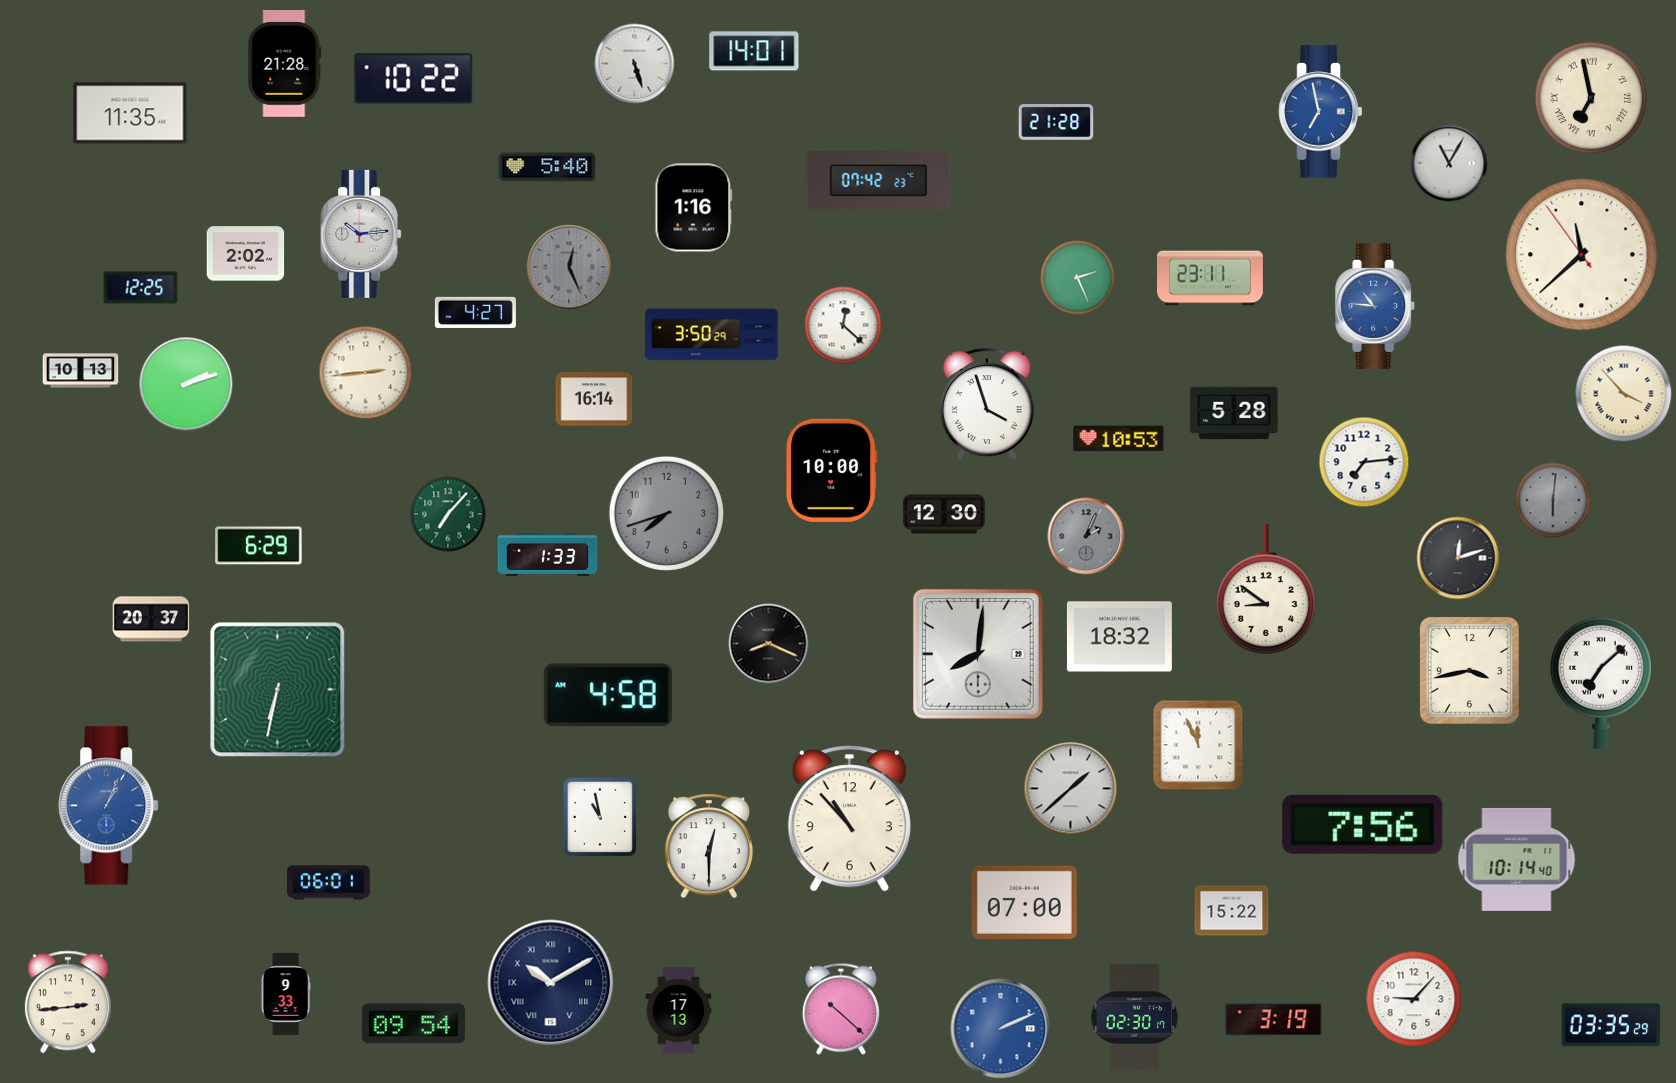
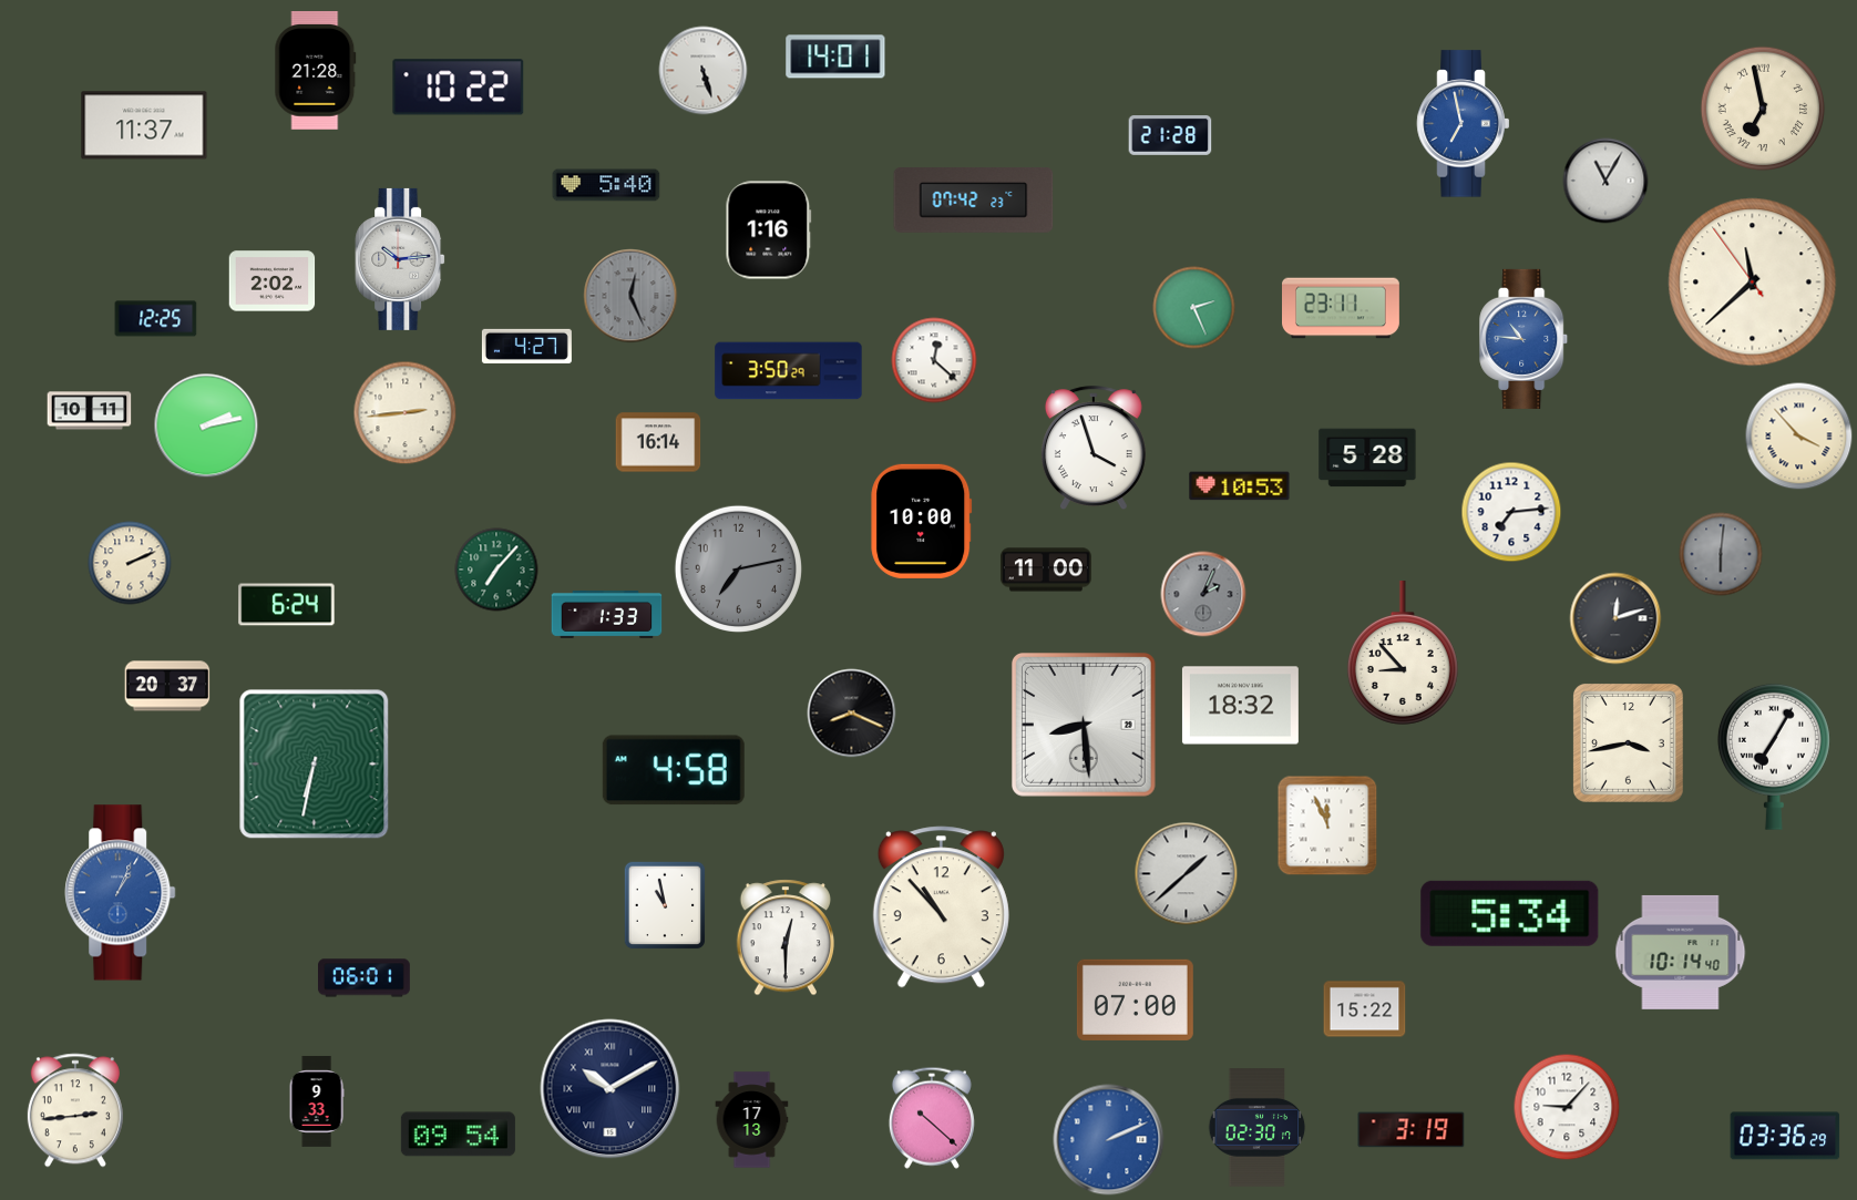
clock at (130, 113): 11:35 -> 11:37
clock at (81, 371): 10:13 -> 10:11
clock at (186, 384): 2:12 -> 2:13
clock at (130, 563): none -> 2:11
clock at (666, 513): 7:42 -> 7:13
clock at (944, 514): 12:30 -> 11:00
clock at (259, 546): 6:29 -> 6:24
clock at (1266, 590): 8:51 -> 8:53
clock at (978, 654): 8:01 -> 8:29
clock at (1601, 683): 7:08 -> 7:05
clock at (278, 690) position: (278, 690) -> (315, 765)
clock at (1363, 824): 7:56 -> 5:34
clock at (1611, 1025): 03:35 -> 03:36
